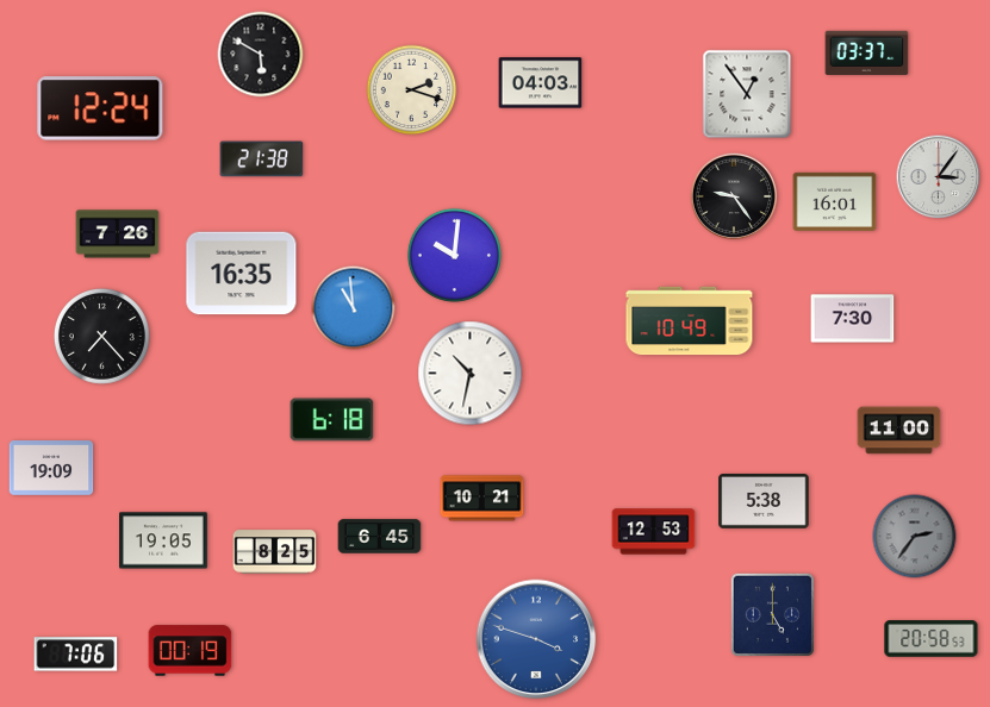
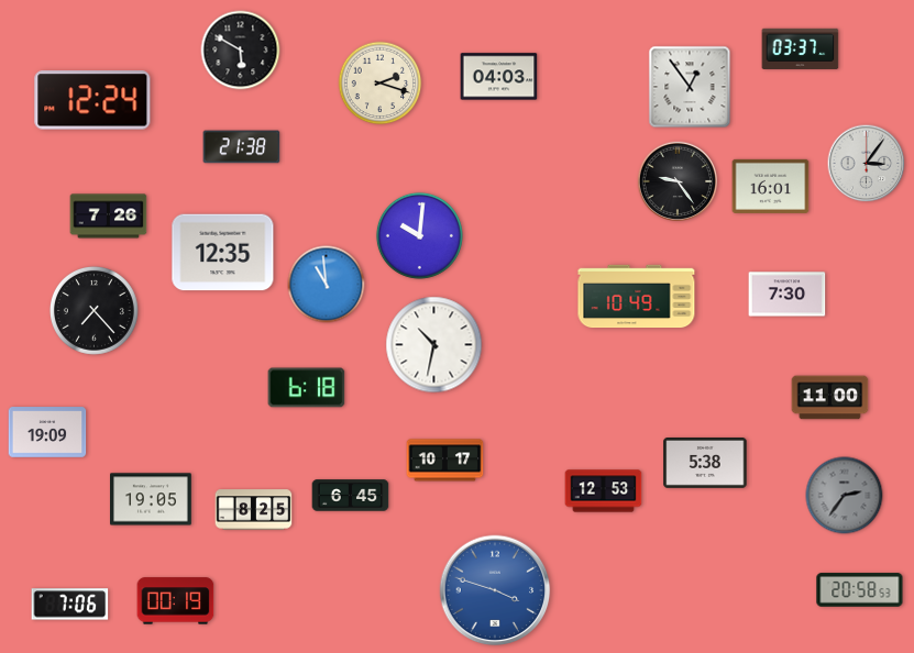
clock at (242, 274): 16:35 -> 12:35
clock at (482, 499): 10:21 -> 10:17
clock at (772, 614): 5:00 -> none
